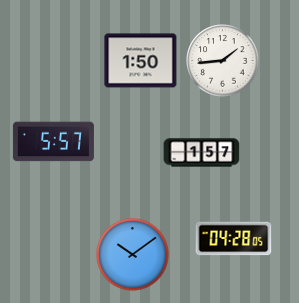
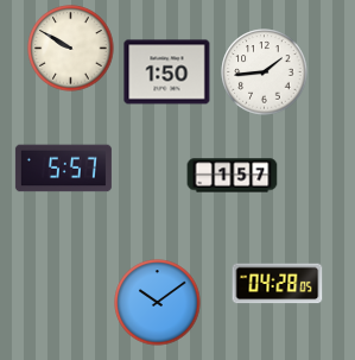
clock at (71, 49): none -> 9:50
clock at (202, 153) position: (202, 153) -> (233, 176)
